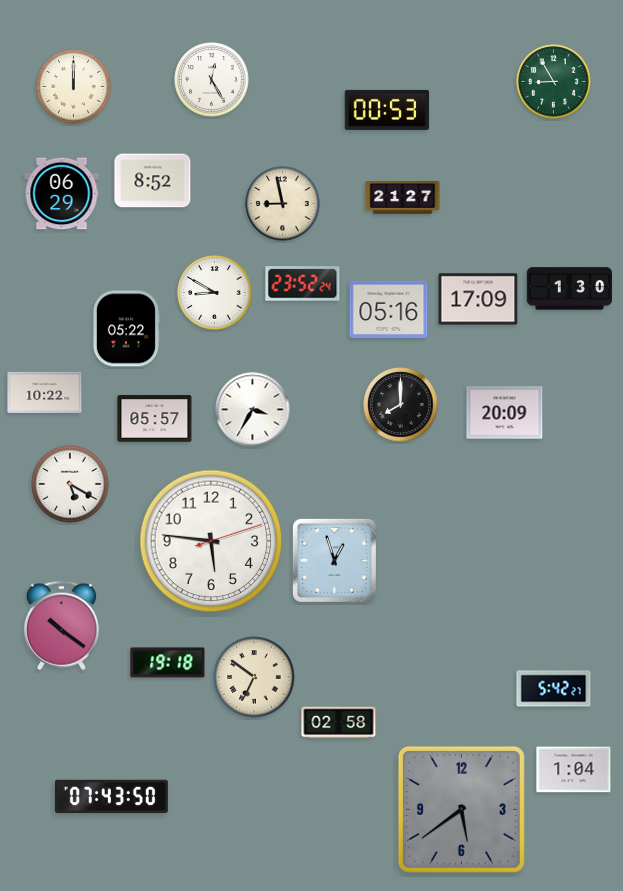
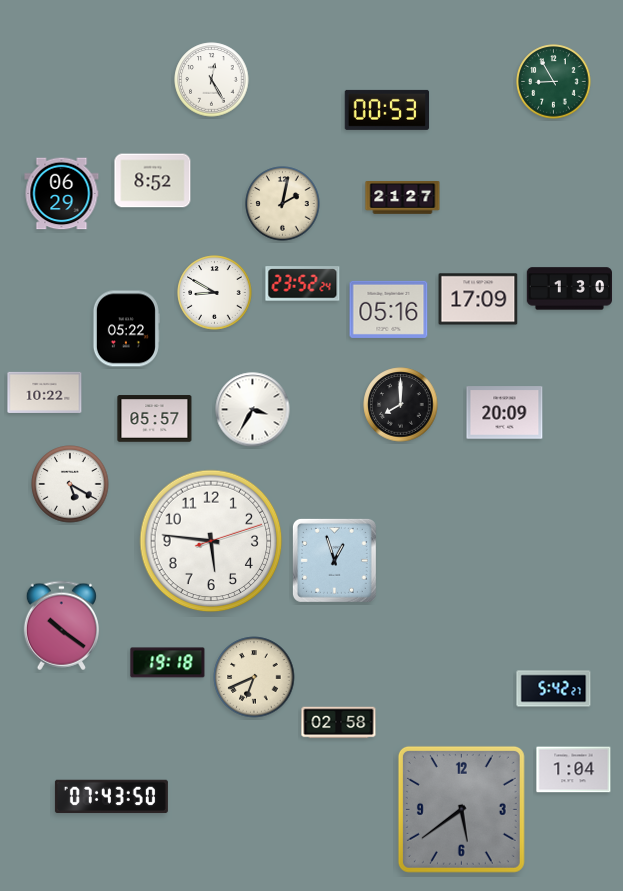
clock at (74, 87): 12:00 -> none
clock at (283, 204): 8:58 -> 2:02
clock at (254, 677): 6:51 -> 6:41
